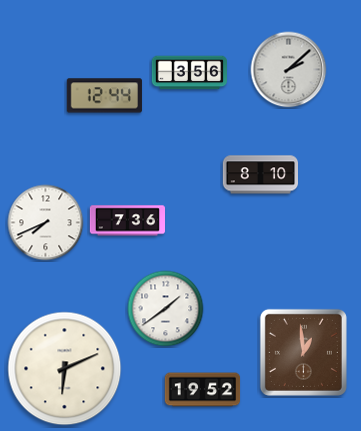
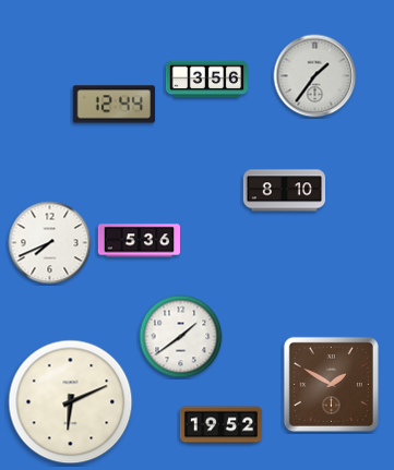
clock at (289, 70): 2:08 -> 1:36
clock at (127, 221): 7:36 -> 5:36
clock at (303, 352): 12:59 -> 1:50
